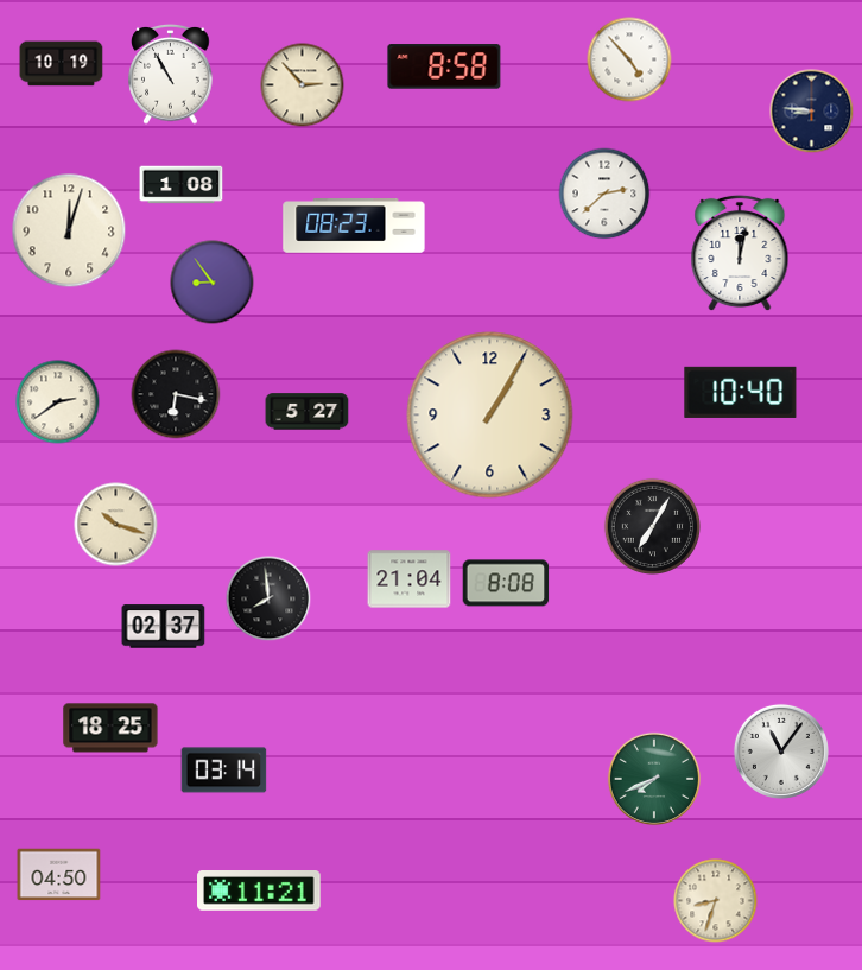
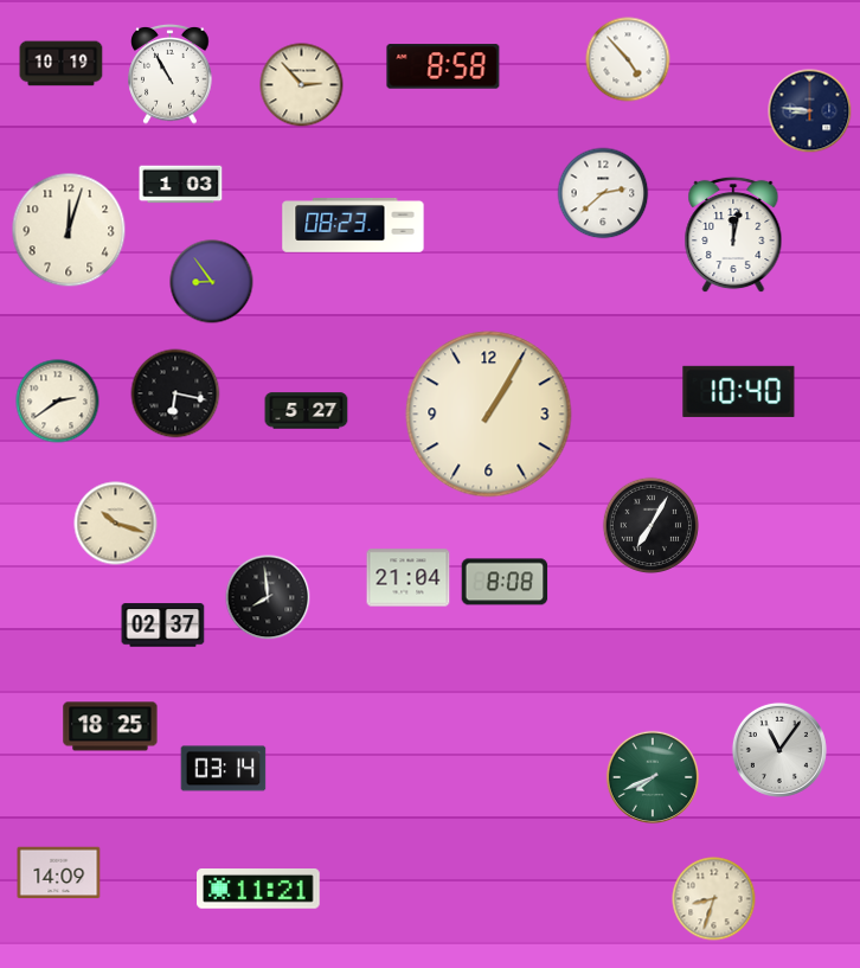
clock at (182, 185): 1:08 -> 1:03
clock at (740, 253) position: (740, 253) -> (733, 235)
clock at (59, 875): 04:50 -> 14:09
